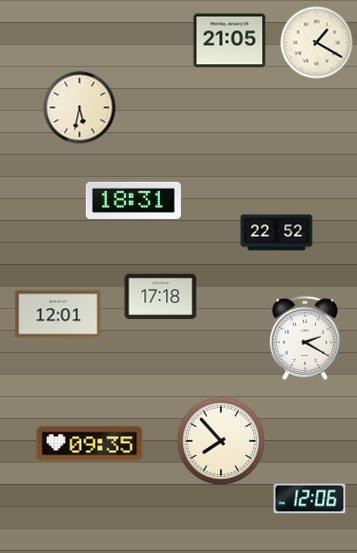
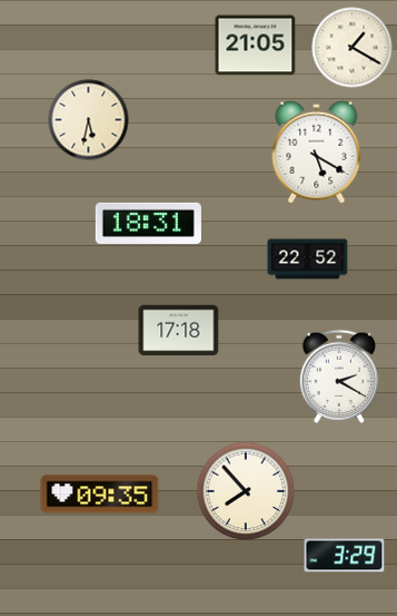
clock at (317, 151): none -> 5:20
clock at (58, 314): 12:01 -> none
clock at (310, 499): 12:06 -> 3:29
